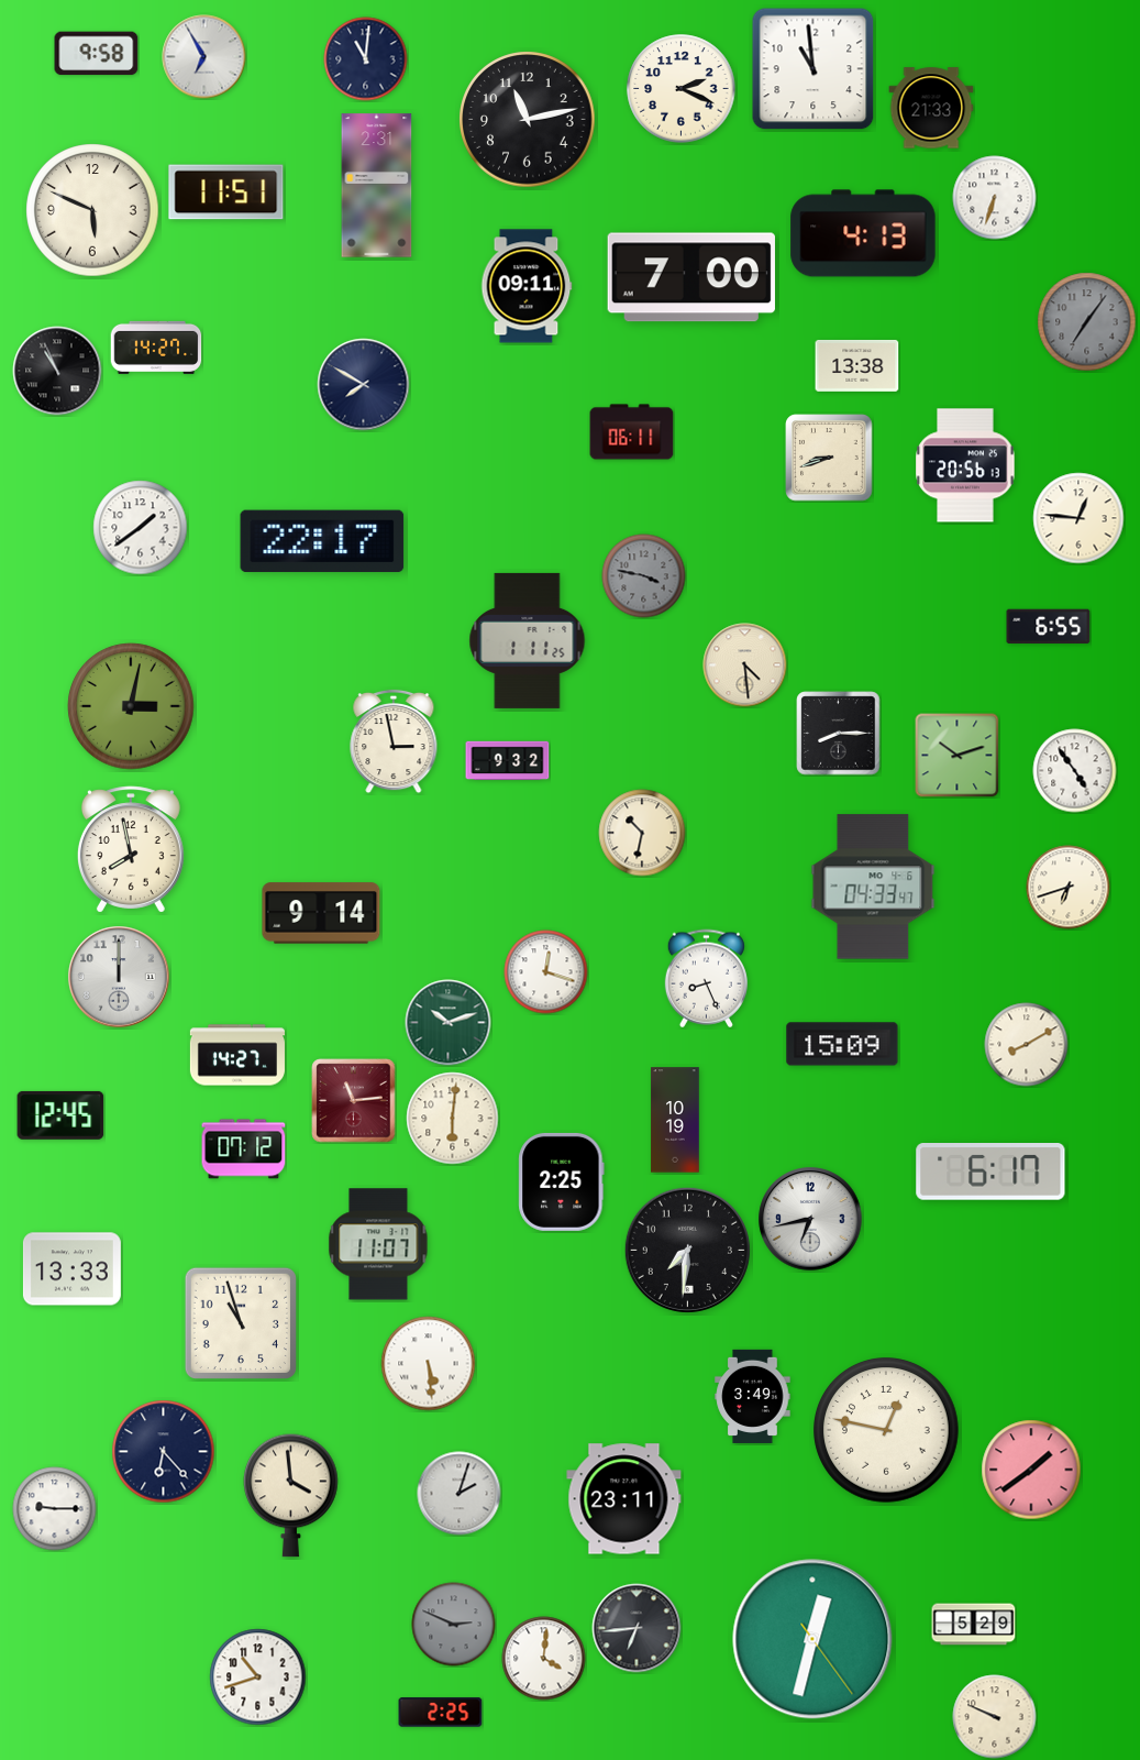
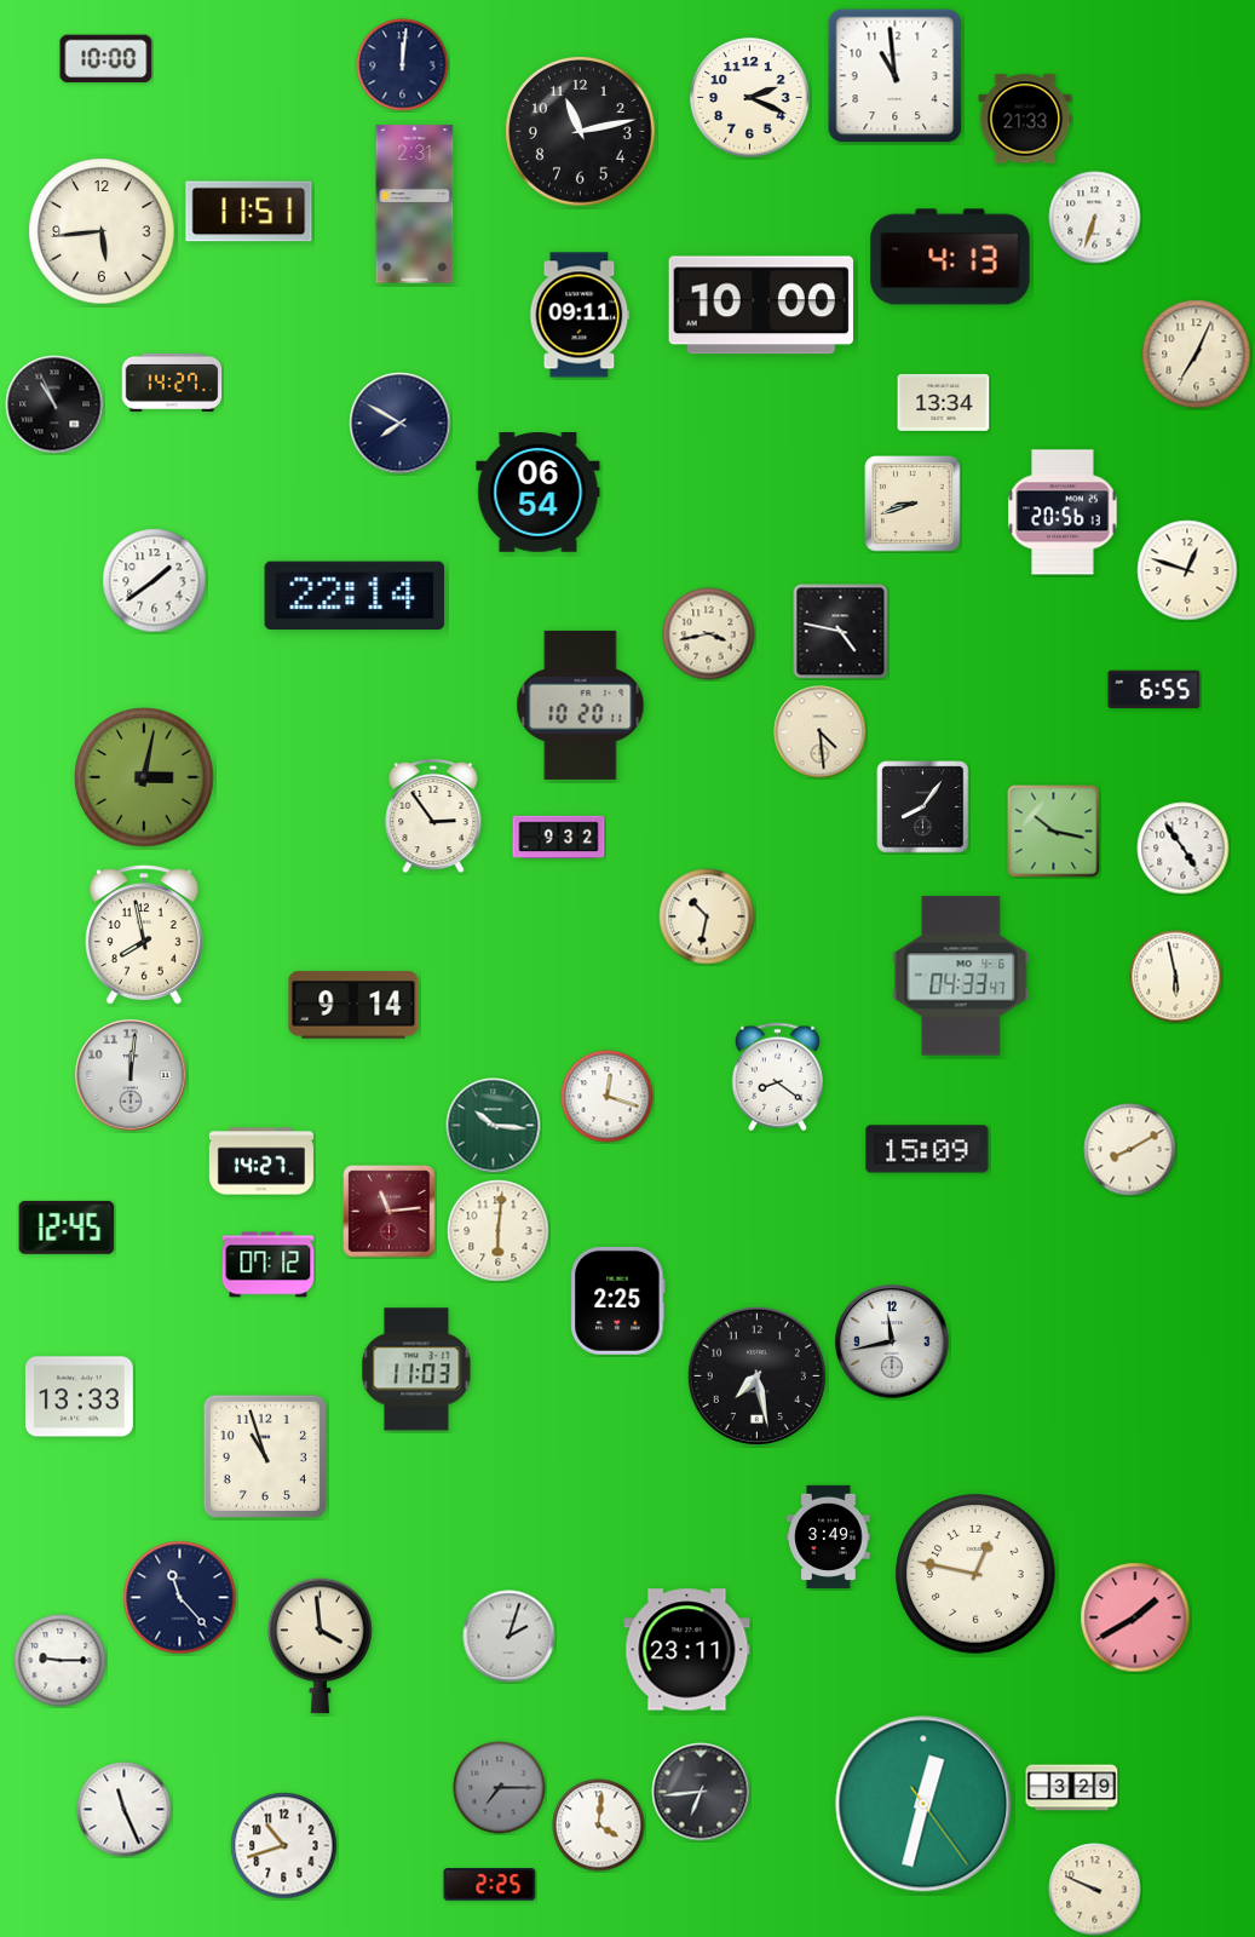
clock at (97, 54): 9:58 -> 10:00
clock at (204, 57): 6:55 -> none
clock at (366, 59): 11:01 -> 12:01
clock at (92, 210): 5:49 -> 5:44
clock at (691, 277): 7:00 -> 10:00
clock at (1087, 322): 7:06 -> 7:04
clock at (1087, 322) dial: grey -> cream
clock at (857, 365): 13:38 -> 13:34
clock at (57, 371) position: (57, 371) -> (54, 404)
clock at (632, 432): 06:11 -> none
clock at (539, 493): none -> 06:54
clock at (1078, 518): 12:46 -> 12:48
clock at (322, 541): 22:17 -> 22:14
clock at (841, 632): none -> 4:47
clock at (644, 576): 3:47 -> 3:43
clock at (644, 576) dial: grey -> cream
clock at (528, 640): 1:11 -> 10:20
clock at (839, 734): 8:15 -> 8:06
clock at (394, 741): 2:58 -> 2:54
clock at (958, 756): 10:12 -> 10:17
clock at (1069, 888): 6:42 -> 5:58
clock at (546, 972) position: (546, 972) -> (608, 1097)
clock at (119, 977): 12:00 -> 12:01
clock at (706, 979): 8:26 -> 8:21
clock at (449, 1023): 10:12 -> 10:16
clock at (675, 1120): 10:19 -> none
clock at (990, 1173): 6:17 -> none
clock at (810, 1219): 6:43 -> 11:43
clock at (378, 1244): 11:07 -> 11:03
clock at (687, 1250): 7:31 -> 7:28
clock at (429, 1364): 5:29 -> none
clock at (164, 1452): 6:23 -> 11:23
clock at (1031, 1470): 1:39 -> 1:40
clock at (460, 1494) position: (460, 1494) -> (510, 1637)
clock at (454, 1625): 2:49 -> 7:15
clock at (974, 1625): 5:29 -> 3:29
clock at (812, 1639) position: (812, 1639) -> (923, 1804)
clock at (125, 1810): none -> 11:26
clock at (441, 1713) position: (441, 1713) -> (490, 1885)
